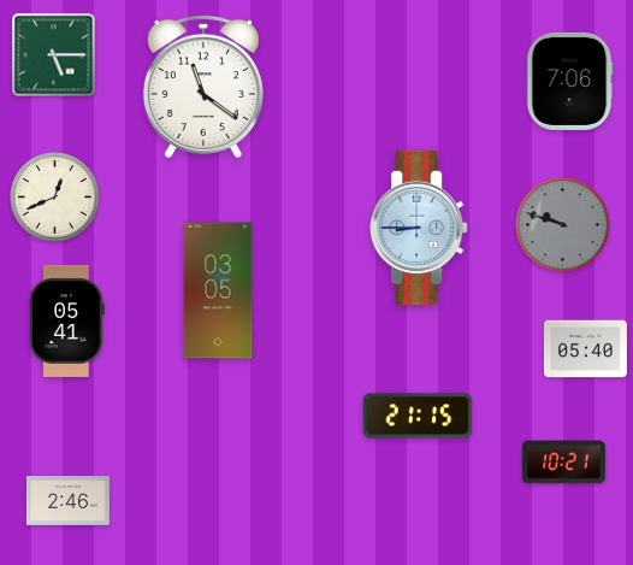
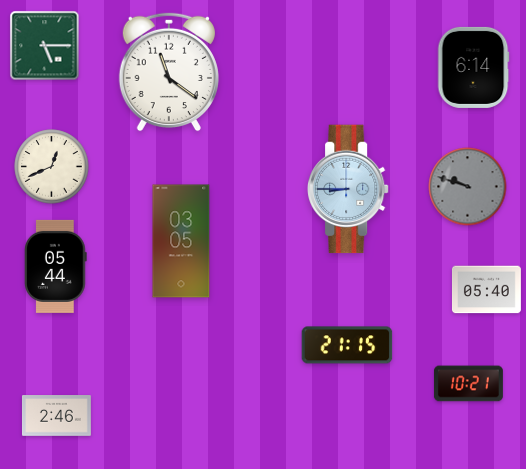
clock at (569, 81): 7:06 -> 6:14
clock at (55, 198) position: (55, 198) -> (52, 167)
clock at (66, 320): 05:41 -> 05:44
